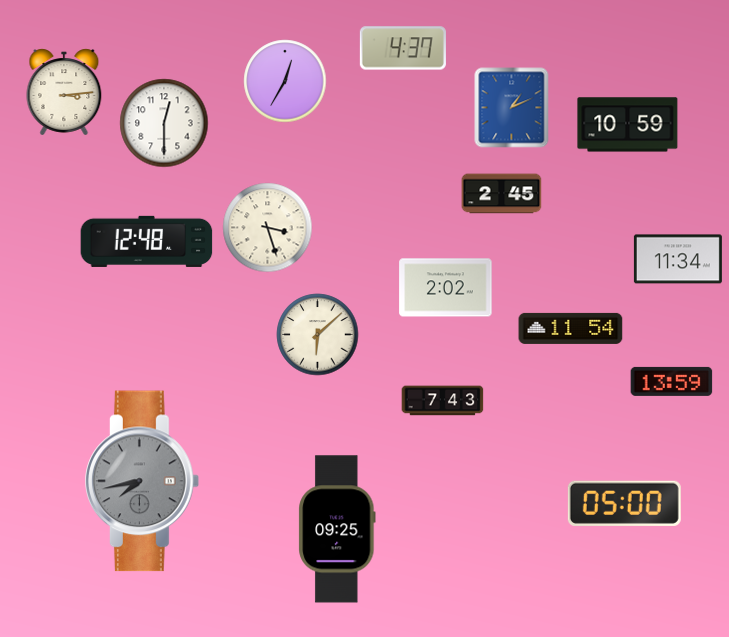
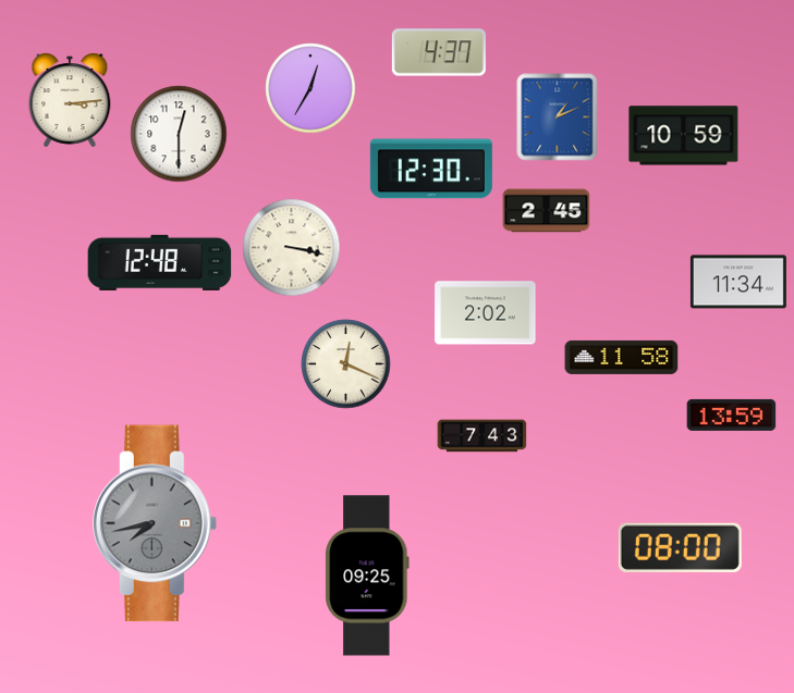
clock at (431, 169): none -> 12:30
clock at (268, 228): 3:27 -> 3:17
clock at (571, 328): 11:54 -> 11:58
clock at (318, 335): 6:08 -> 12:19
clock at (624, 503): 05:00 -> 08:00
